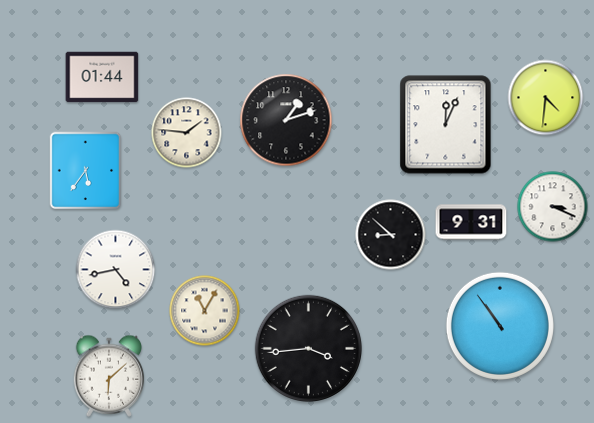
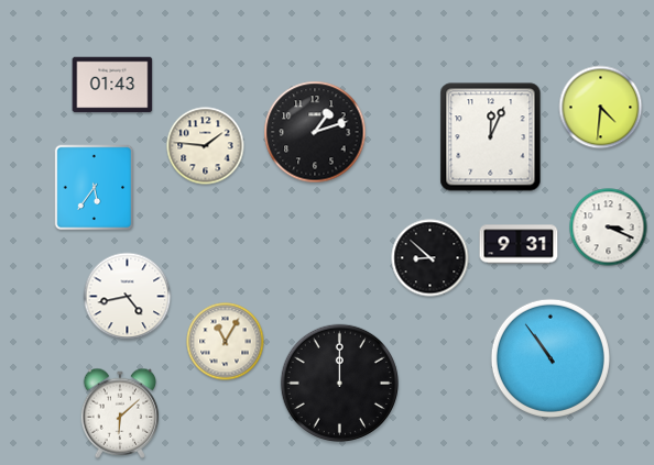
clock at (102, 77): 01:44 -> 01:43
clock at (308, 348): 3:44 -> 12:00
